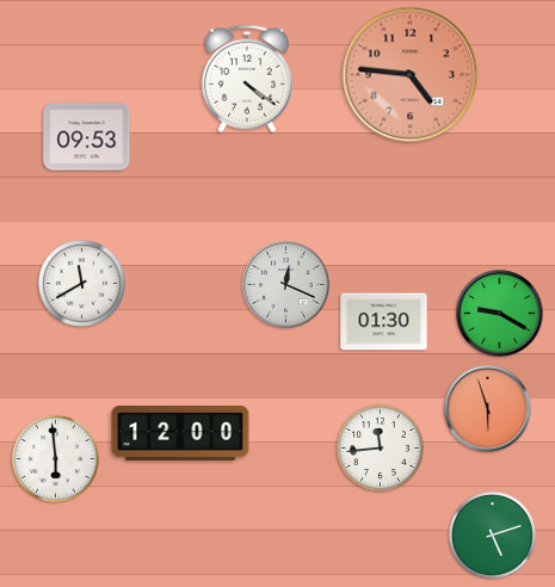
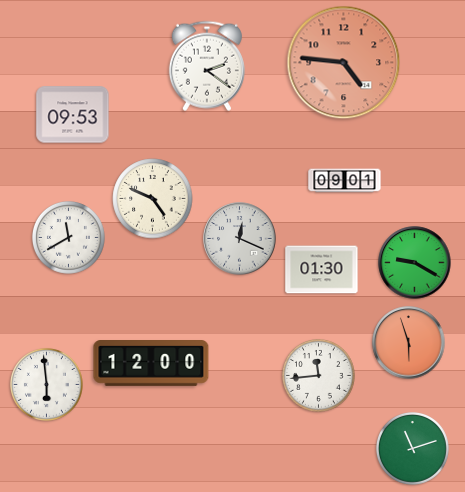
clock at (247, 79): 4:21 -> 2:21
clock at (345, 181): none -> 09:01
clock at (153, 199): none -> 4:49
clock at (500, 314) position: (500, 314) -> (415, 263)
clock at (492, 535): 5:12 -> 11:12
